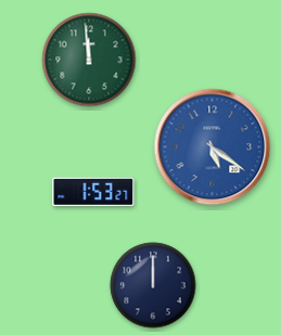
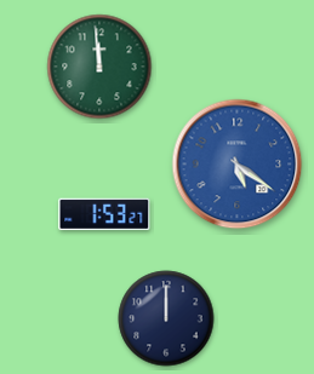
clock at (153, 285) position: (153, 285) -> (166, 318)
